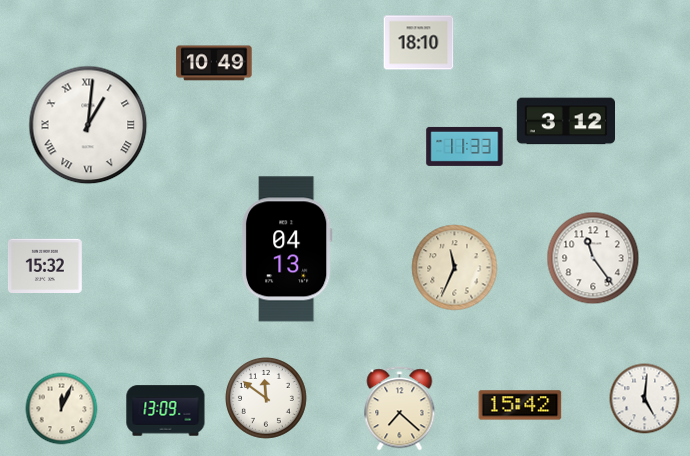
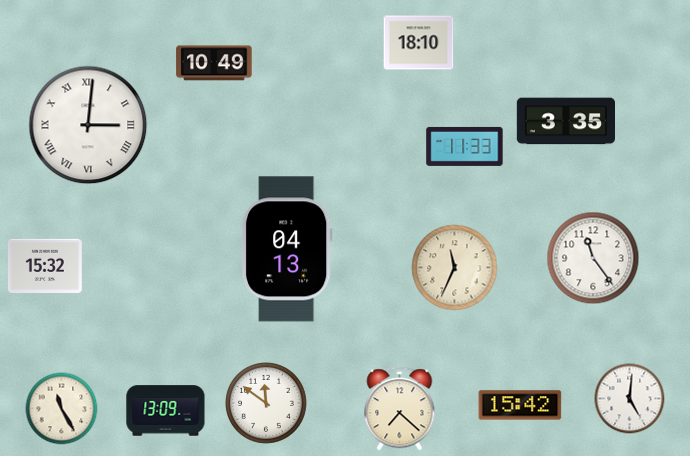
clock at (565, 121): 3:12 -> 3:35
clock at (88, 125): 1:01 -> 3:01
clock at (267, 399) position: (267, 399) -> (267, 404)
clock at (645, 399) position: (645, 399) -> (630, 399)
clock at (62, 409): 12:04 -> 11:25
